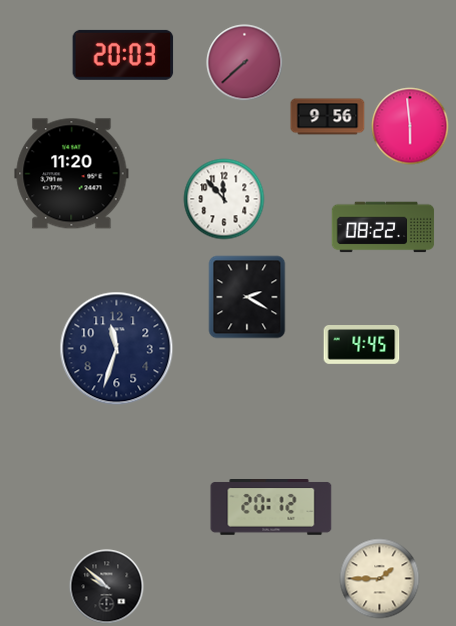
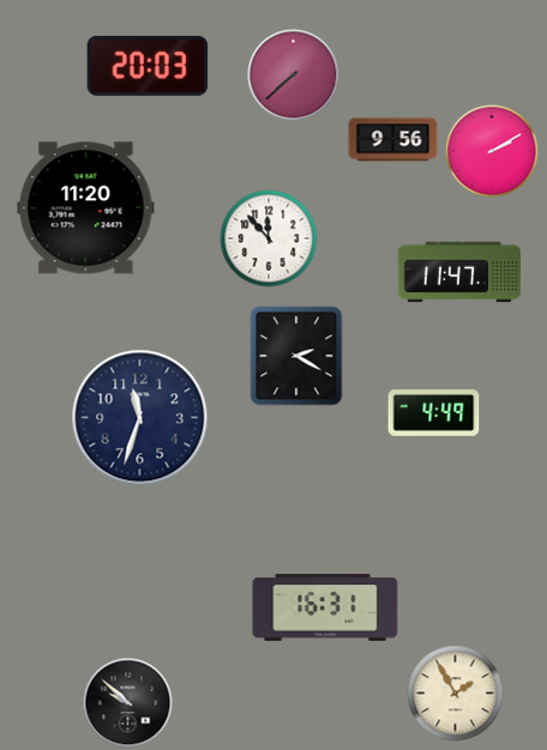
clock at (410, 126): 5:59 -> 2:10
clock at (383, 227): 08:22 -> 11:47
clock at (362, 345): 4:45 -> 4:49
clock at (271, 508): 20:12 -> 16:31
clock at (380, 579): 1:45 -> 1:55
